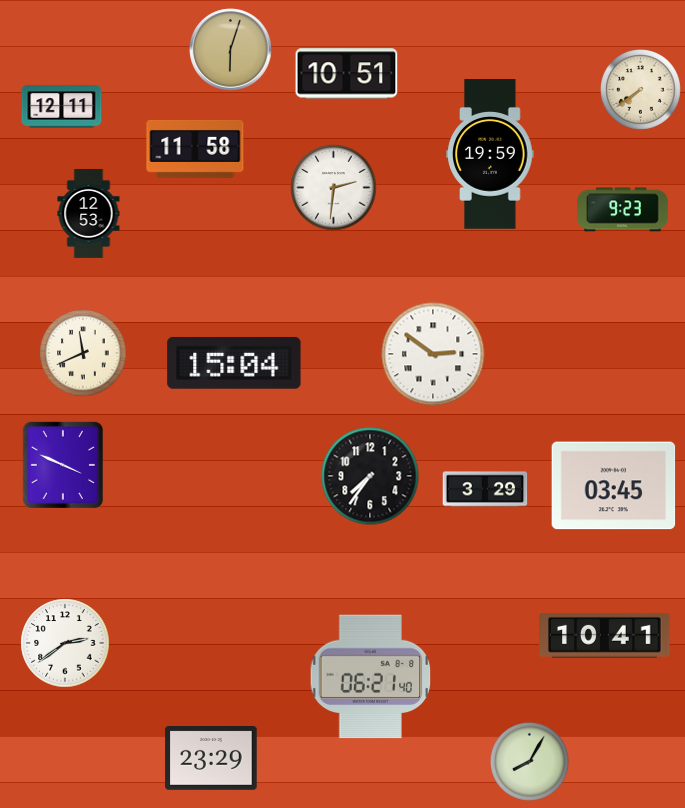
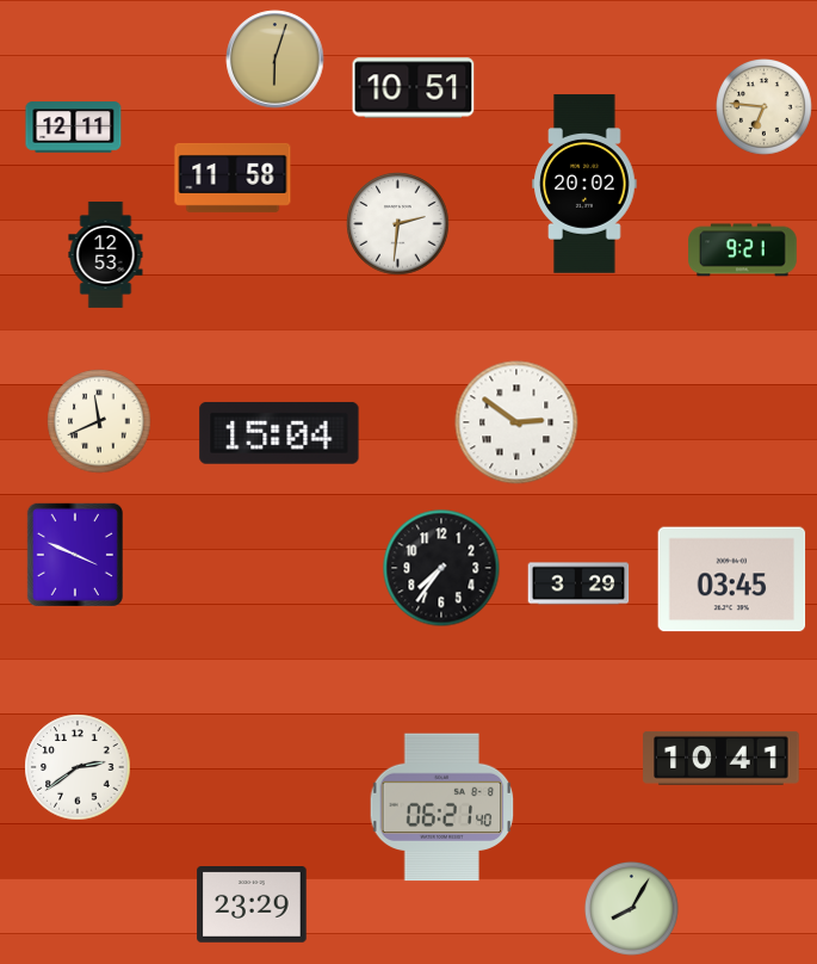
clock at (641, 90): 7:39 -> 6:46
clock at (490, 154): 19:59 -> 20:02
clock at (623, 210): 9:23 -> 9:21
